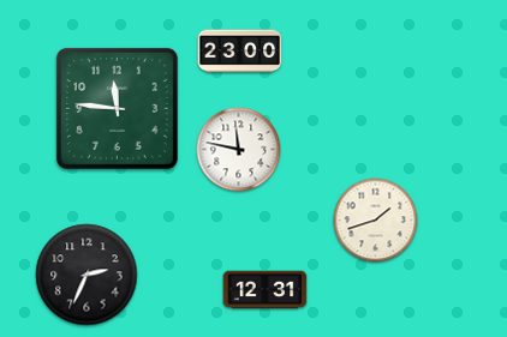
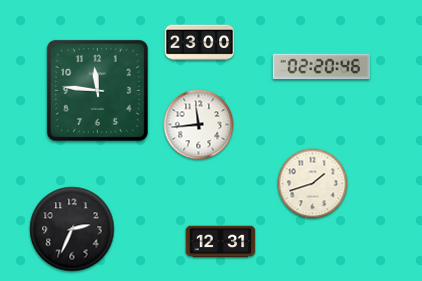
clock at (321, 67): none -> 02:20
clock at (239, 150): 11:47 -> 11:44
